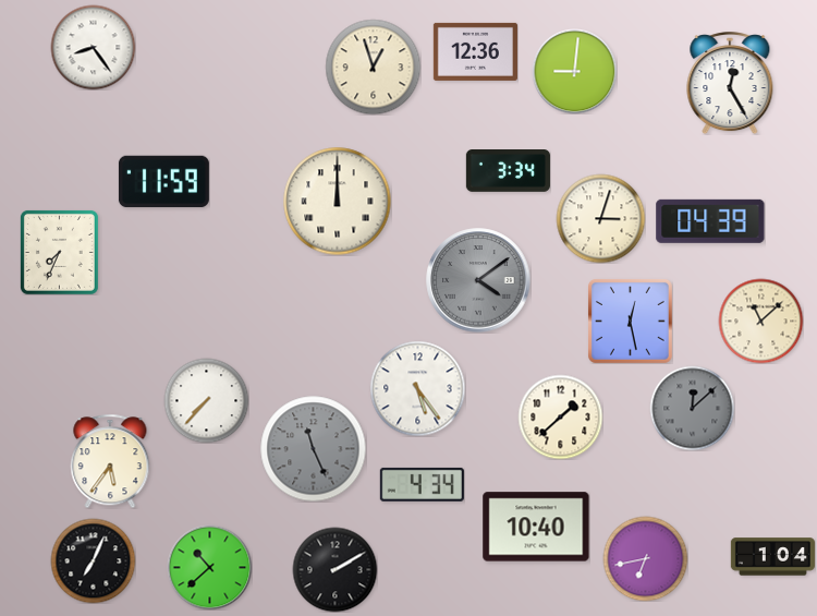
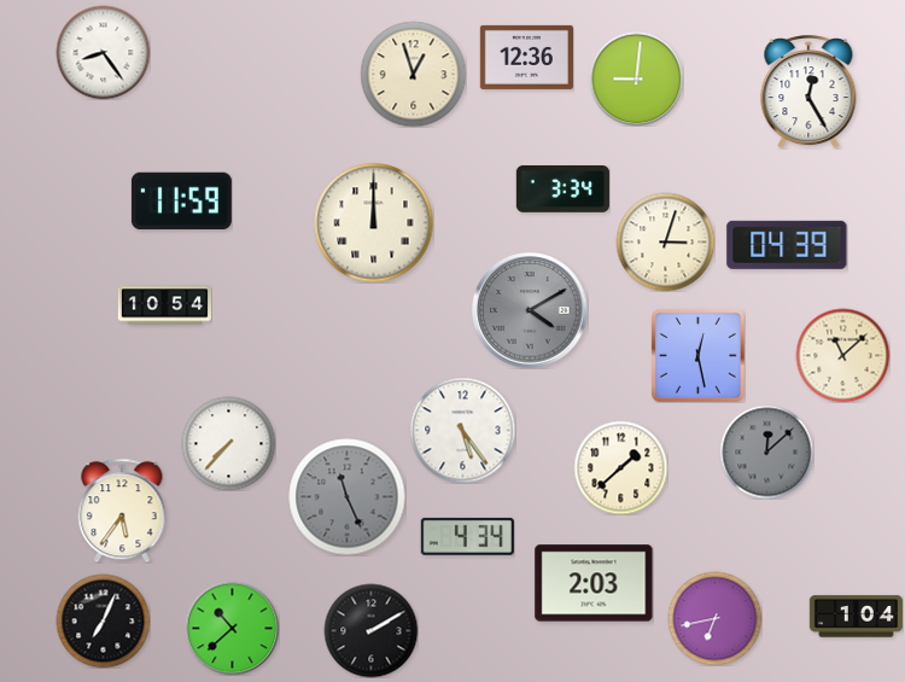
clock at (59, 252): 7:34 -> none
clock at (164, 305): none -> 10:54
clock at (478, 280): 4:09 -> 4:10
clock at (560, 416) position: (560, 416) -> (620, 467)
clock at (536, 527): 10:40 -> 2:03
